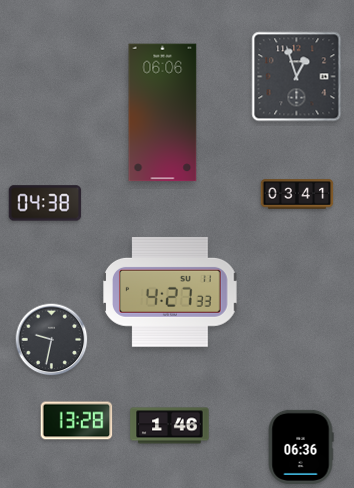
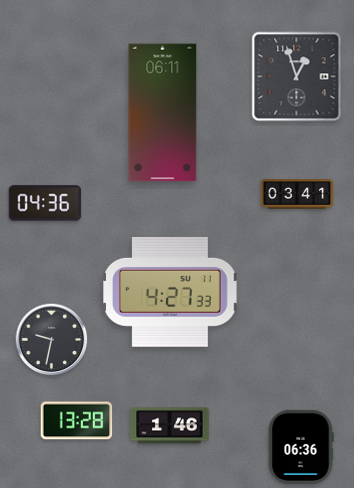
clock at (163, 113): 06:06 -> 06:11
clock at (45, 203): 04:38 -> 04:36
